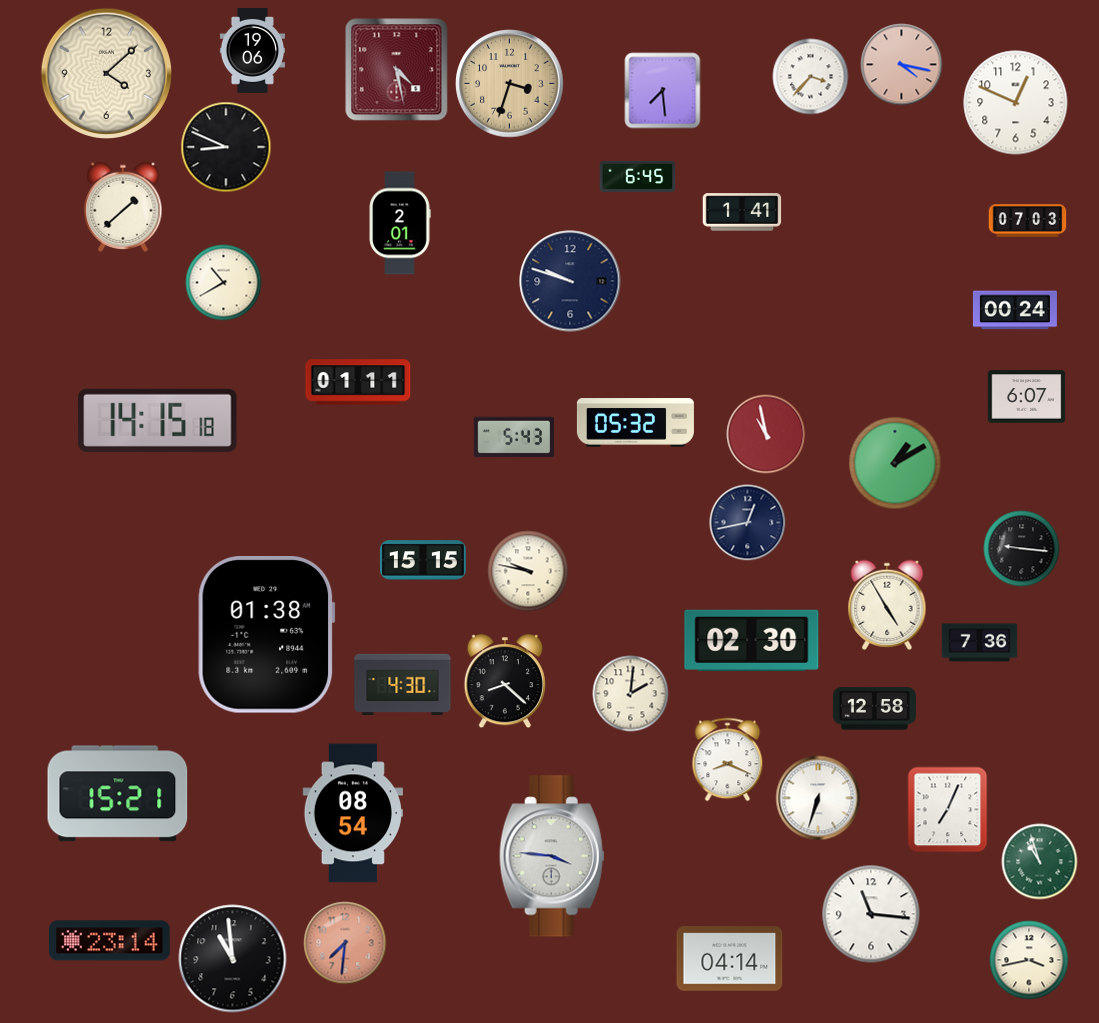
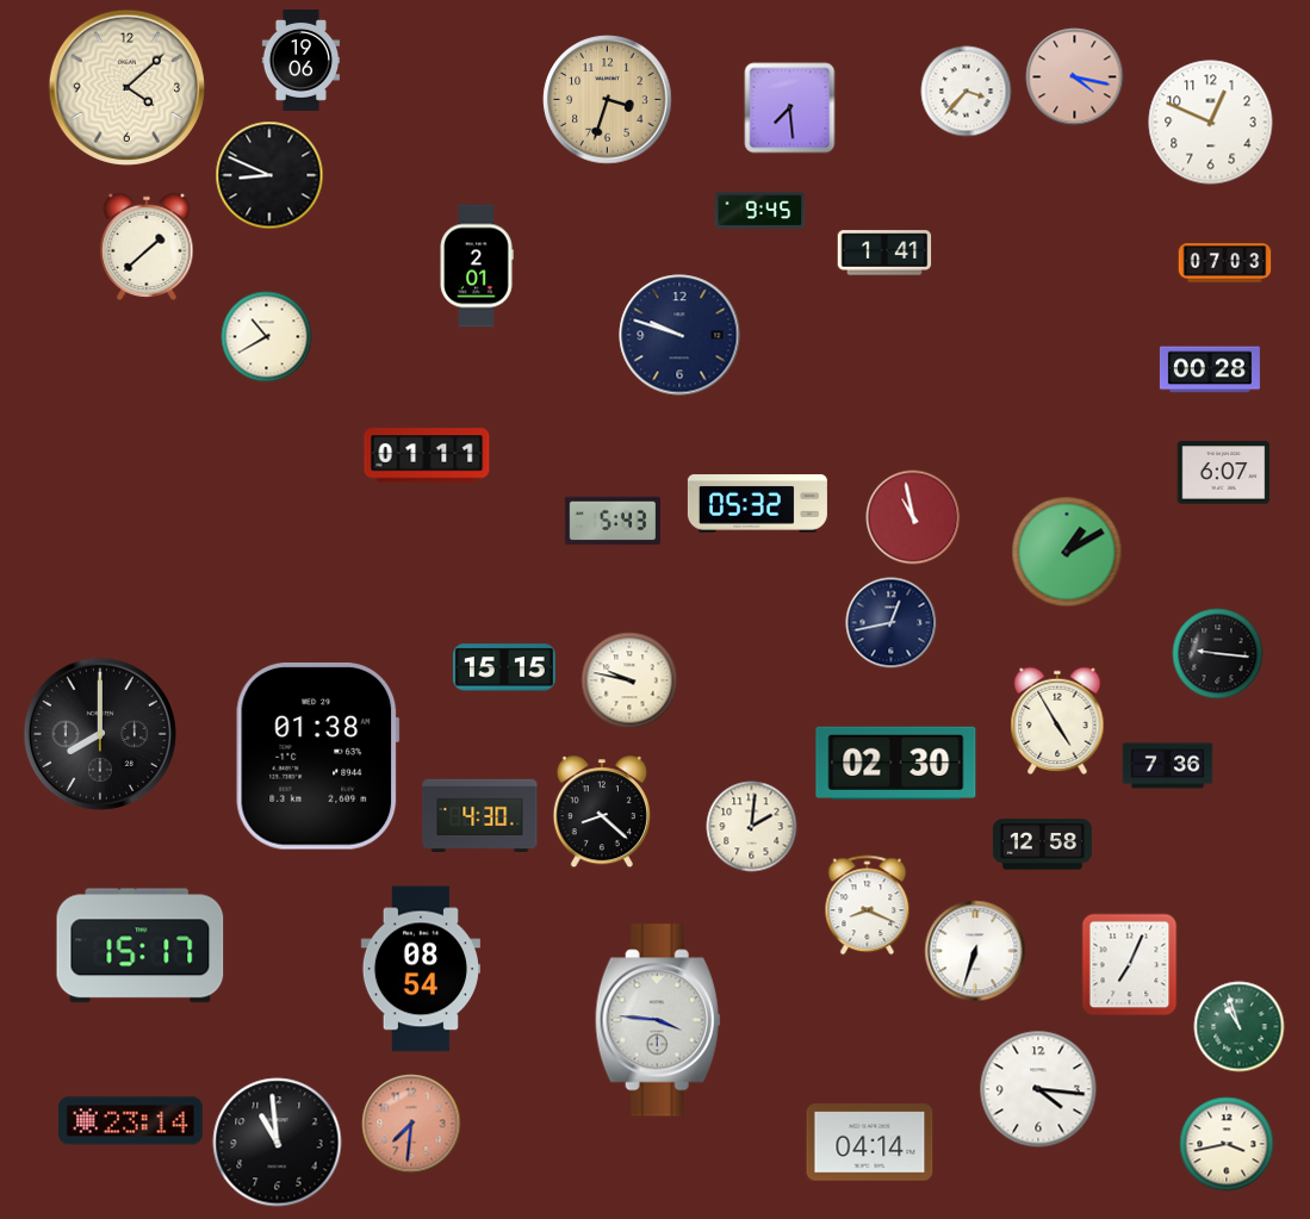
clock at (397, 70): 4:28 -> none
clock at (638, 176): 6:45 -> 9:45
clock at (1015, 310): 00:24 -> 00:28
clock at (158, 420): 14:15 -> none
clock at (100, 734): none -> 8:00
clock at (118, 794): 15:21 -> 15:17
clock at (871, 914): 11:16 -> 4:16
